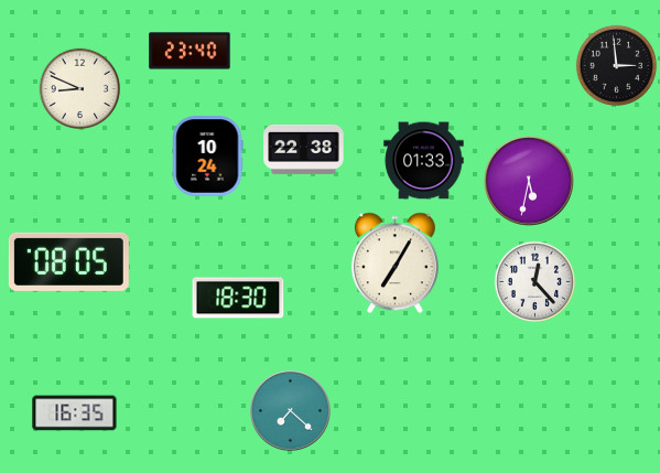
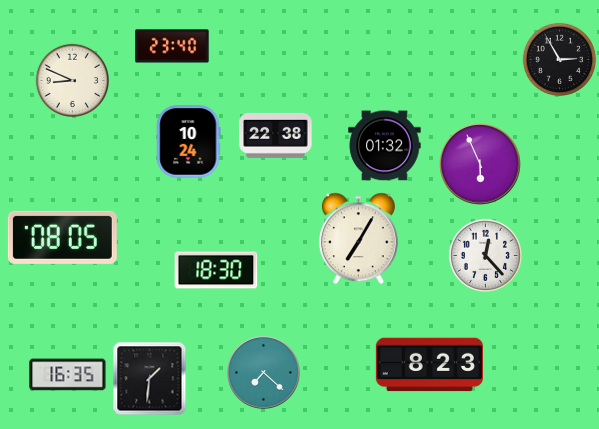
clock at (616, 65): 2:59 -> 2:55
clock at (424, 161): 01:33 -> 01:32
clock at (529, 181): 5:32 -> 5:56
clock at (429, 365): none -> 8:23
clock at (150, 379): none -> 1:31
